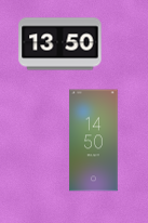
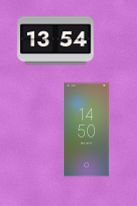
clock at (60, 44): 13:50 -> 13:54
